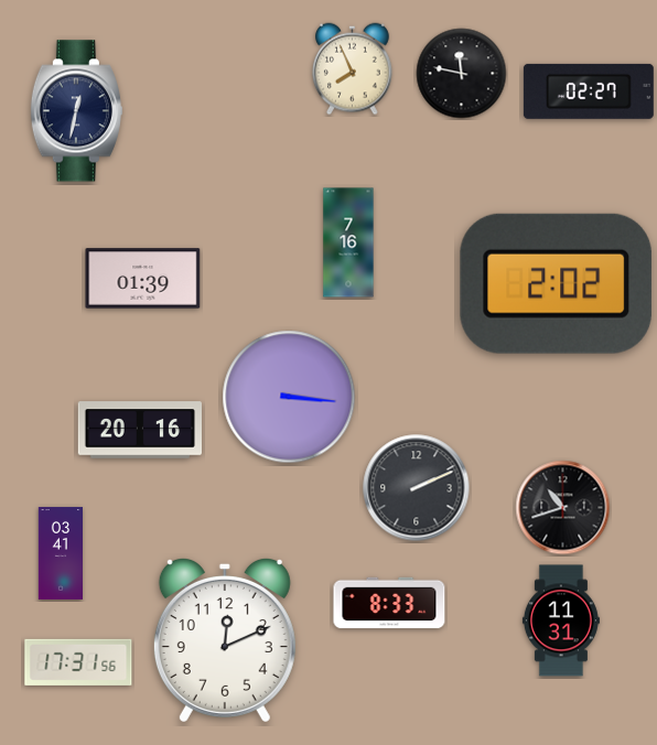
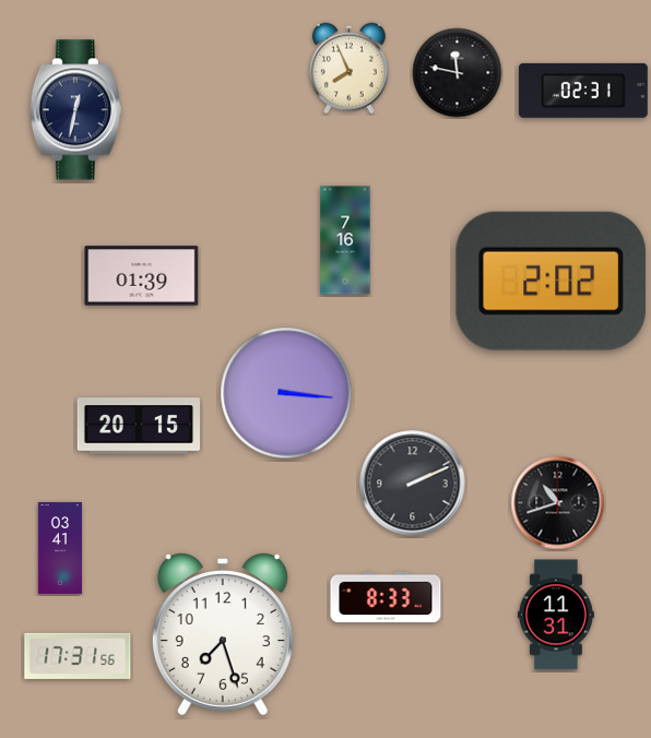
clock at (589, 91): 02:27 -> 02:31
clock at (139, 430): 20:16 -> 20:15
clock at (225, 639): 12:11 -> 7:27
